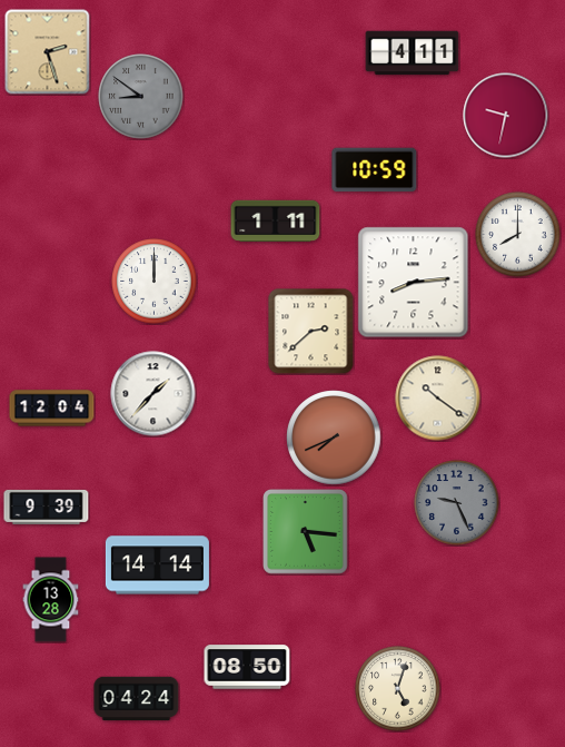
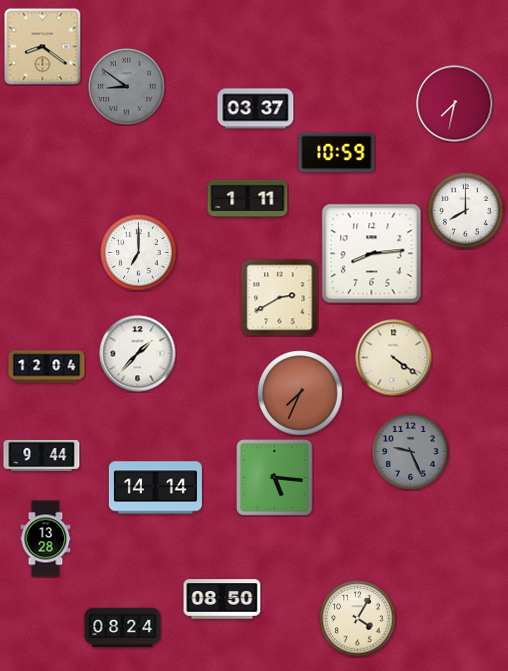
clock at (48, 52): 2:27 -> 8:21
clock at (413, 53): 4:11 -> none
clock at (506, 116): 9:32 -> 7:32
clock at (256, 109): none -> 03:37
clock at (155, 282): 12:00 -> 7:00
clock at (311, 332): 2:38 -> 2:40
clock at (438, 399): 10:21 -> 4:21
clock at (334, 438): 7:41 -> 7:34
clock at (47, 507): 9:39 -> 9:44
clock at (157, 566) position: (157, 566) -> (155, 488)
clock at (398, 689): 5:03 -> 4:05
clock at (137, 699): 04:24 -> 08:24
